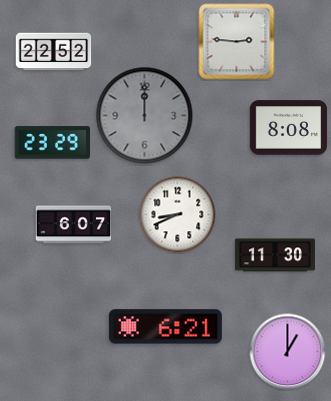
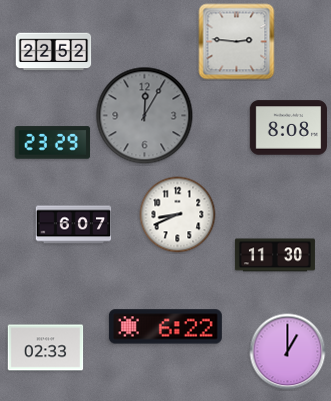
clock at (145, 116): 12:00 -> 12:05
clock at (165, 327): 6:21 -> 6:22
clock at (46, 348): none -> 02:33
